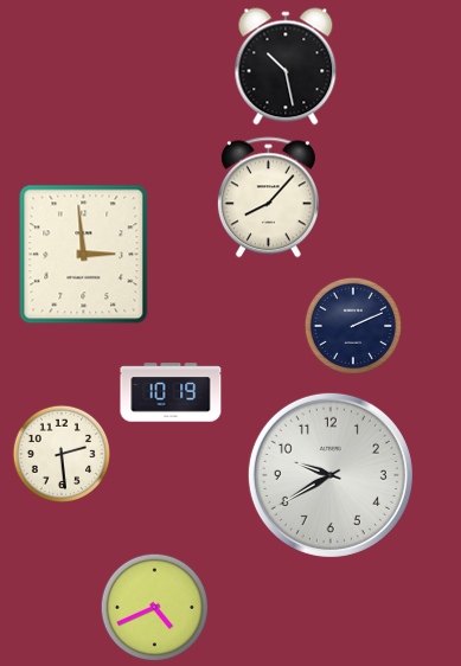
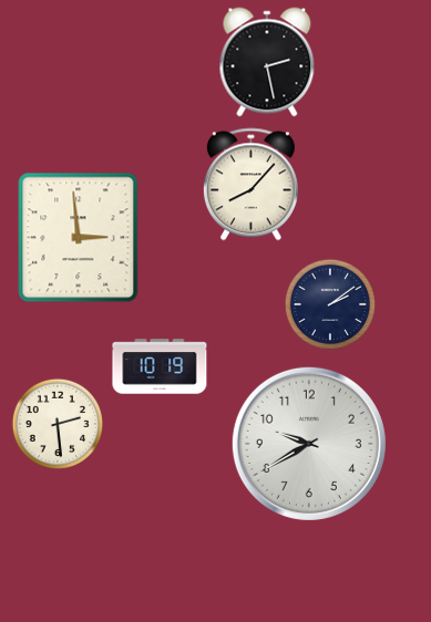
clock at (286, 66): 10:28 -> 2:28
clock at (352, 325): 2:11 -> 2:09
clock at (154, 607): 4:41 -> none
